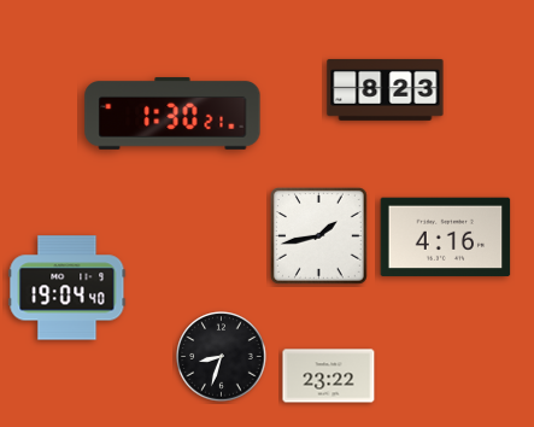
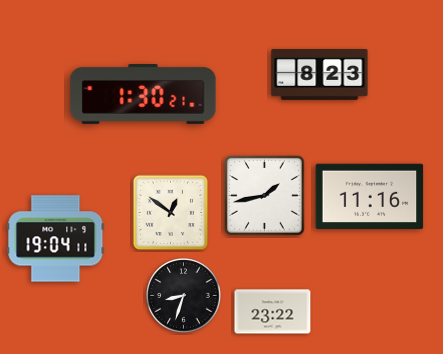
clock at (446, 238): 4:16 -> 11:16
clock at (171, 213): none -> 12:51
clock at (68, 288): 19:04:40 -> 19:04:11
